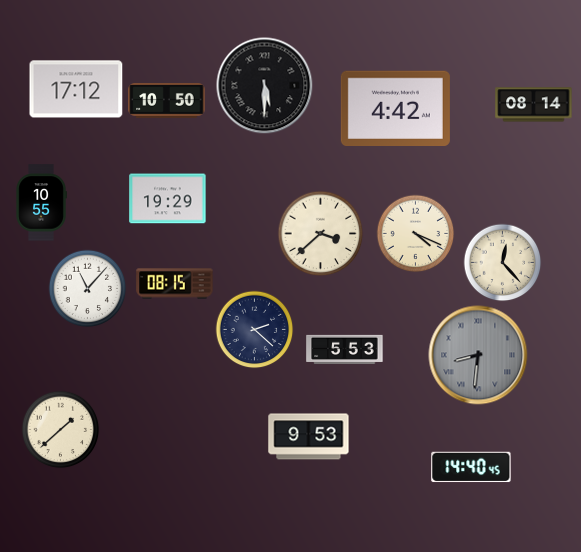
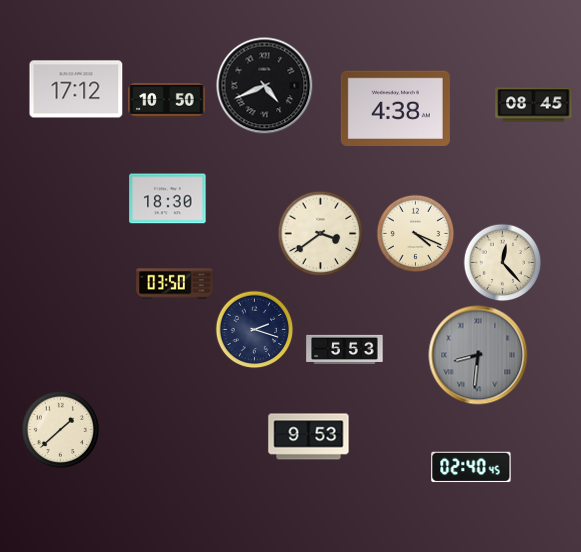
clock at (265, 86): 5:30 -> 4:41
clock at (534, 105): 08:14 -> 08:45
clock at (395, 108): 4:42 -> 4:38
clock at (168, 199): 19:29 -> 18:30
clock at (41, 203): 10:55 -> none
clock at (320, 233): 3:38 -> 3:39
clock at (175, 284): 08:15 -> 03:50
clock at (87, 288): 11:07 -> none
clock at (254, 329): 2:22 -> 2:18
clock at (471, 467): 14:40 -> 02:40
